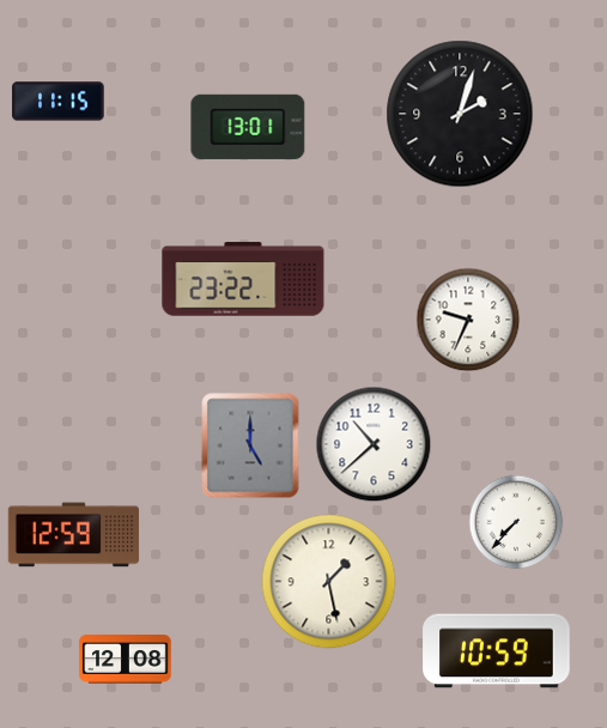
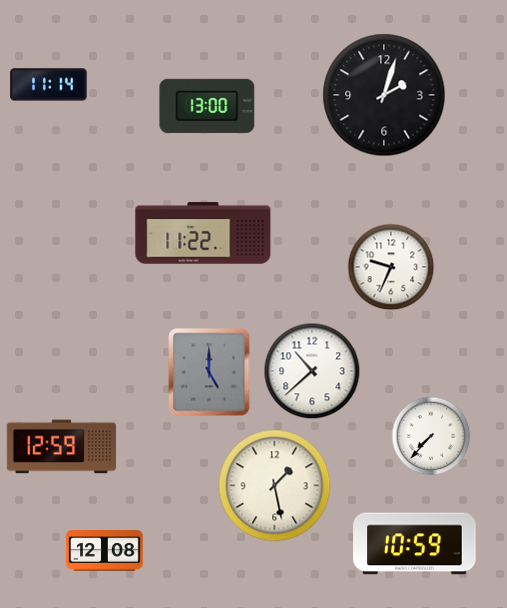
clock at (59, 102): 11:15 -> 11:14
clock at (248, 127): 13:01 -> 13:00
clock at (243, 279): 23:22 -> 11:22
